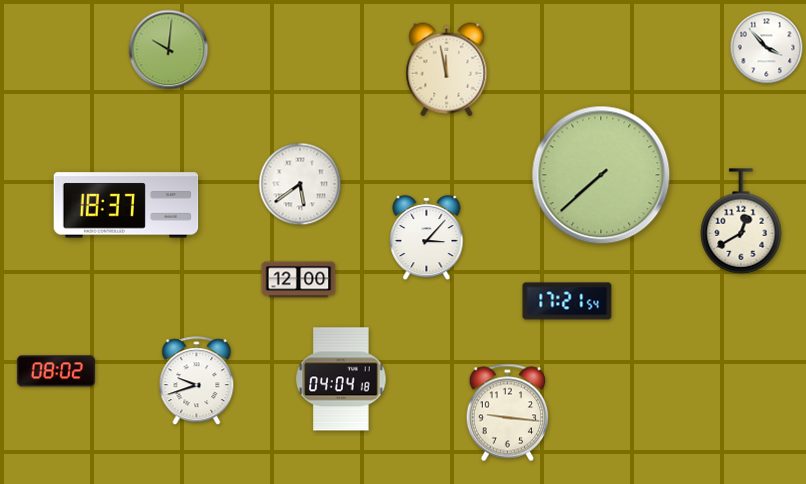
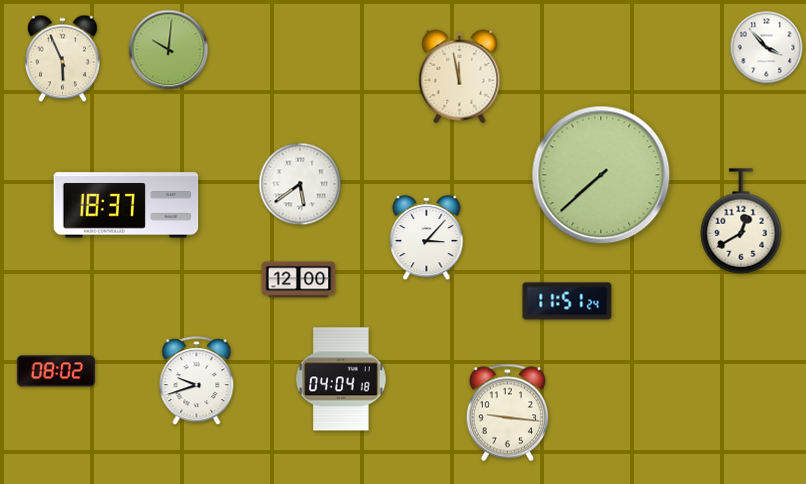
clock at (62, 59): none -> 5:56
clock at (447, 70) position: (447, 70) -> (460, 77)
clock at (567, 301): 17:21 -> 11:51
